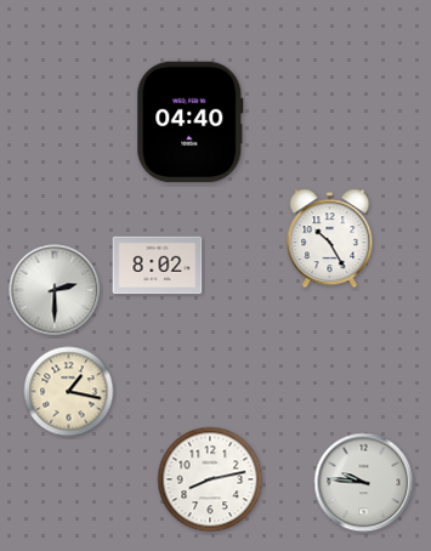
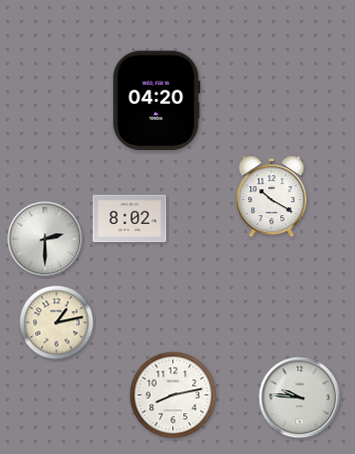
clock at (191, 123): 04:40 -> 04:20
clock at (330, 239): 10:25 -> 10:20
clock at (69, 392): 1:17 -> 1:13
